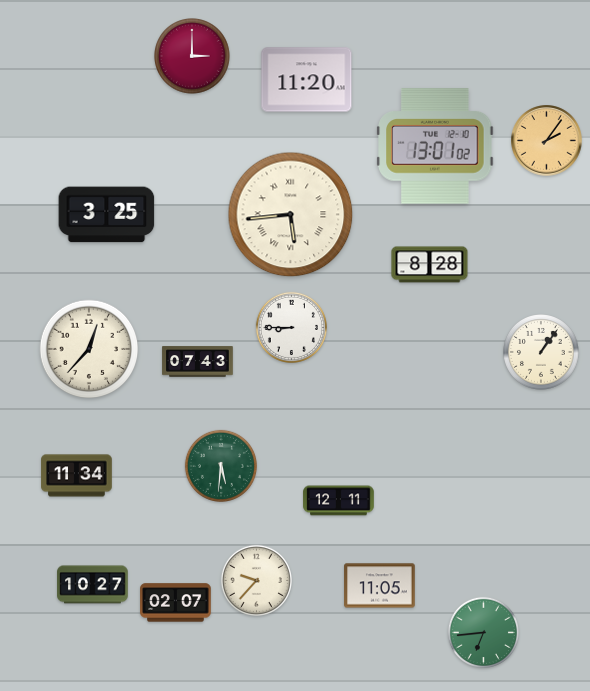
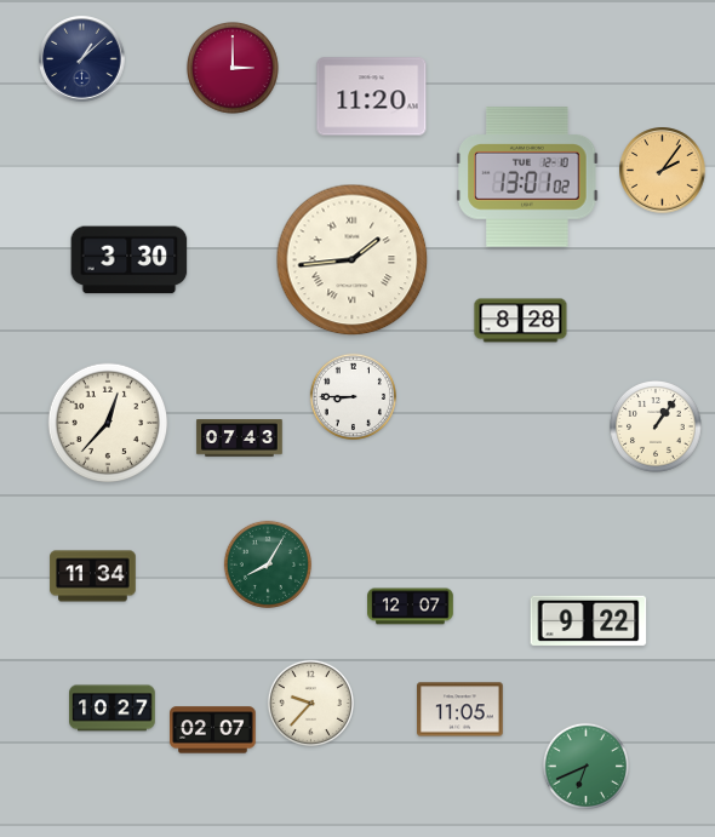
clock at (82, 59): none -> 1:08
clock at (107, 215): 3:25 -> 3:30
clock at (291, 215): 5:44 -> 1:44
clock at (221, 466): 5:31 -> 8:05
clock at (339, 501): 12:11 -> 12:07
clock at (589, 621): none -> 9:22
clock at (483, 632): 6:44 -> 6:41
